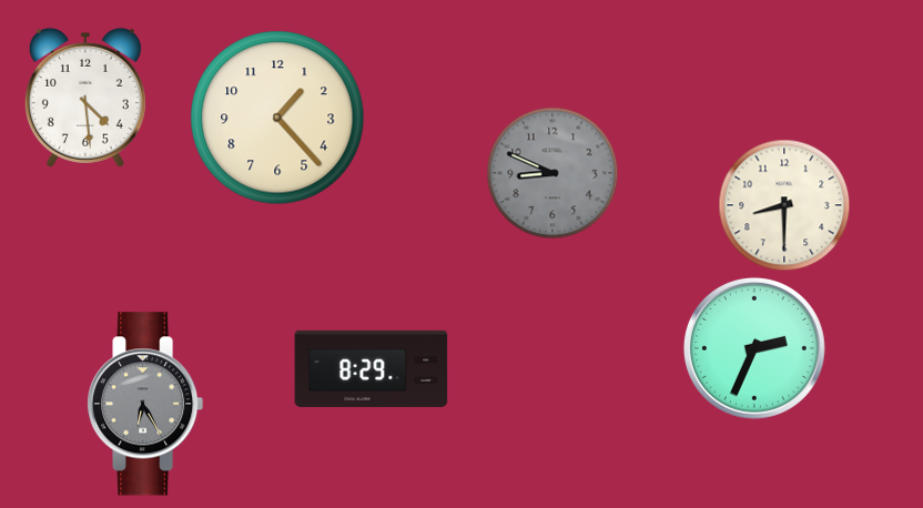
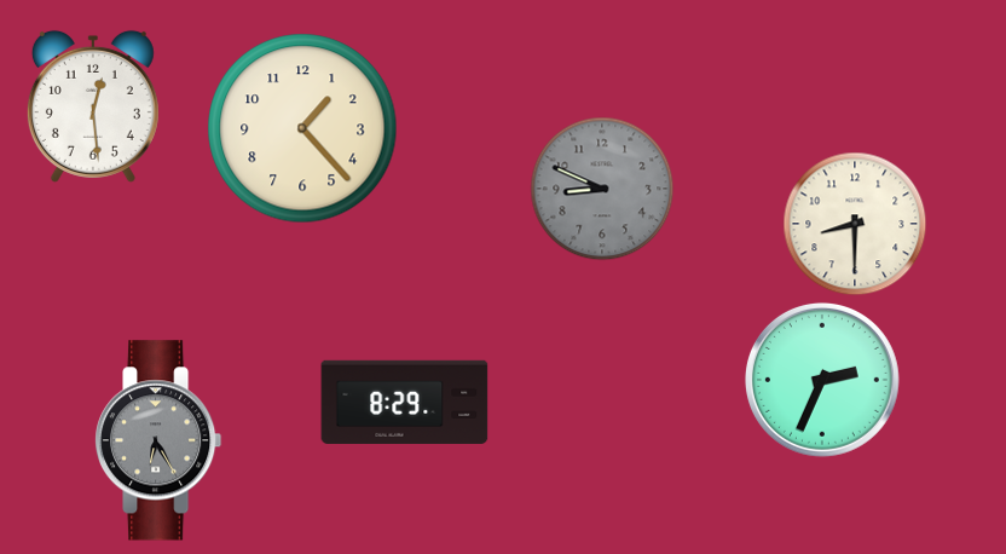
clock at (85, 98): 4:29 -> 12:29
